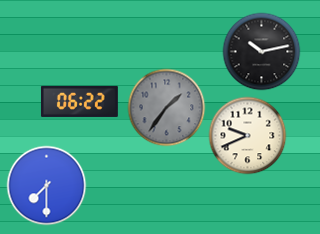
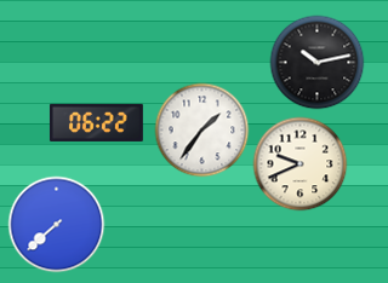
clock at (166, 107) dial: grey -> white
clock at (46, 185): 7:30 -> 7:38
